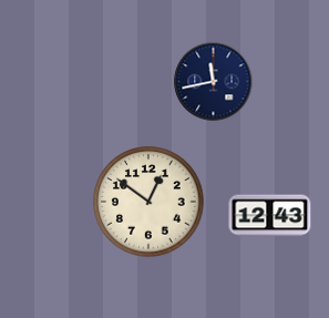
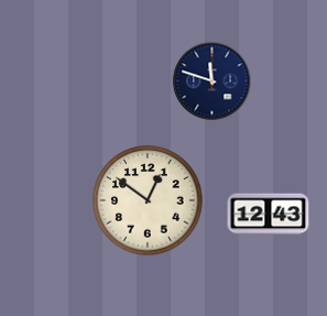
clock at (214, 82): 11:43 -> 11:48
